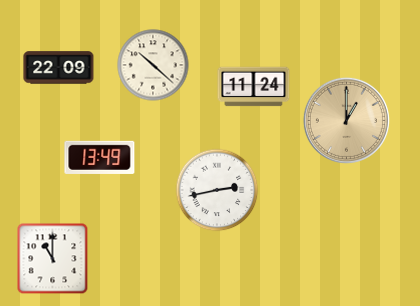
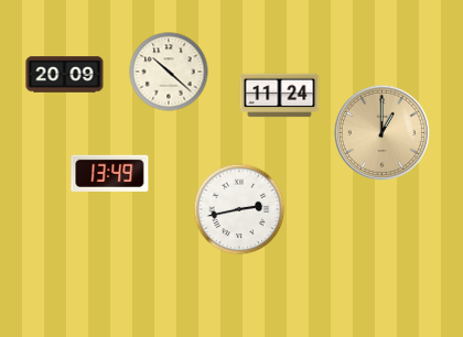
clock at (59, 68): 22:09 -> 20:09
clock at (53, 259): 11:00 -> none
